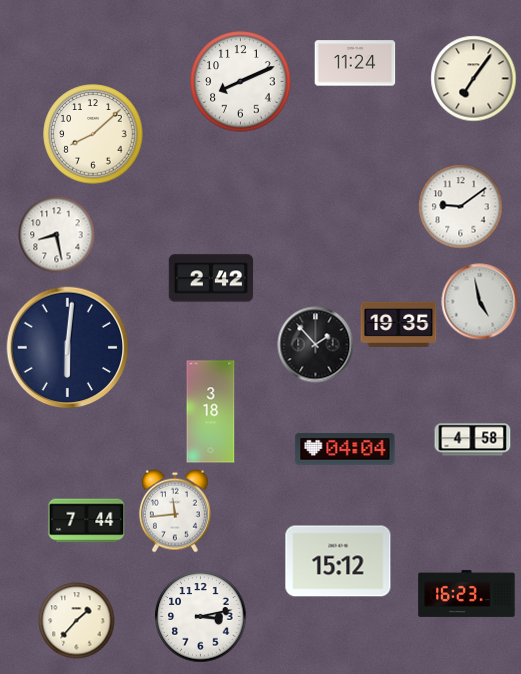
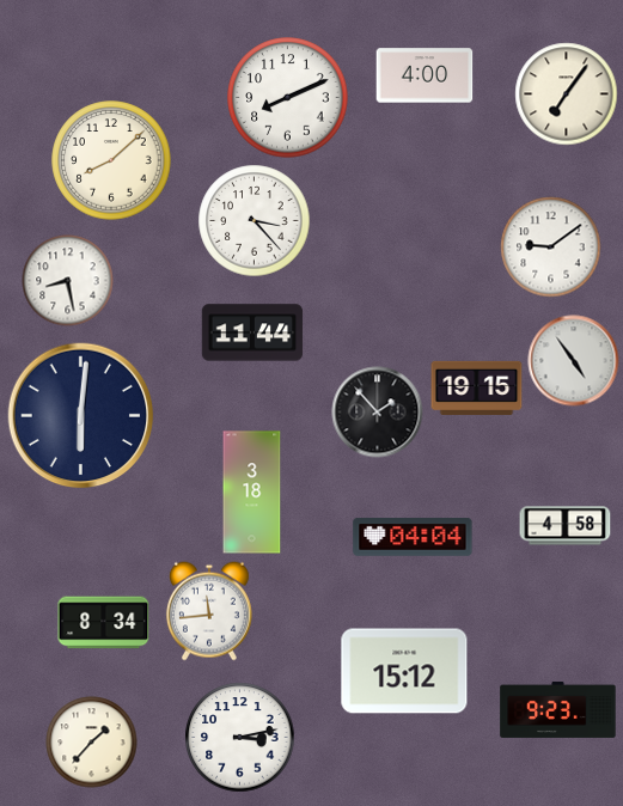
clock at (355, 63): 11:24 -> 4:00
clock at (255, 221): none -> 3:23
clock at (211, 278): 2:42 -> 11:44
clock at (480, 302): 4:58 -> 4:54
clock at (399, 324): 19:35 -> 19:15
clock at (87, 521): 7:44 -> 8:34
clock at (467, 593): 16:23 -> 9:23
